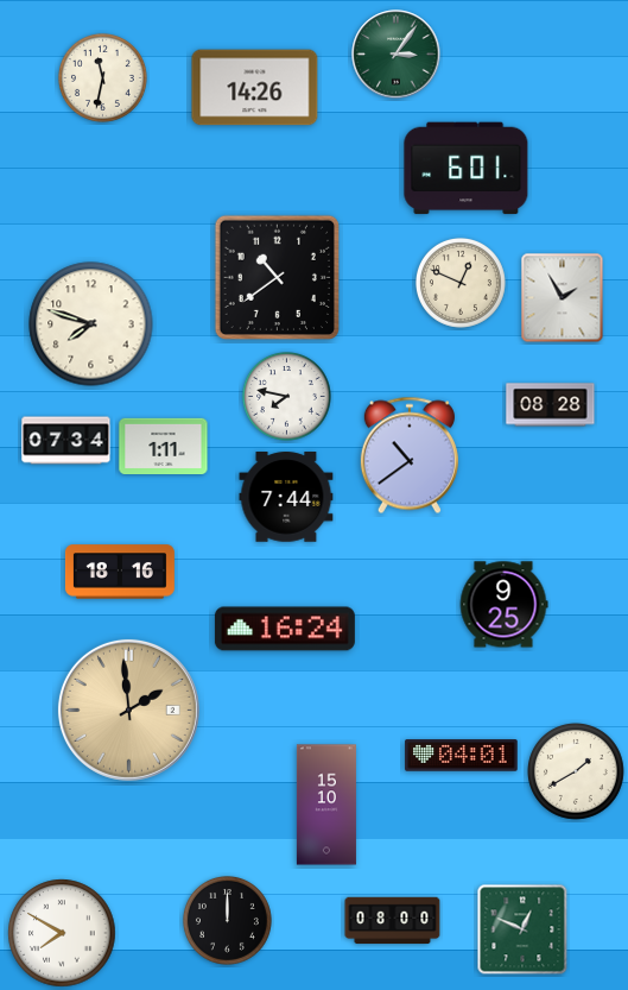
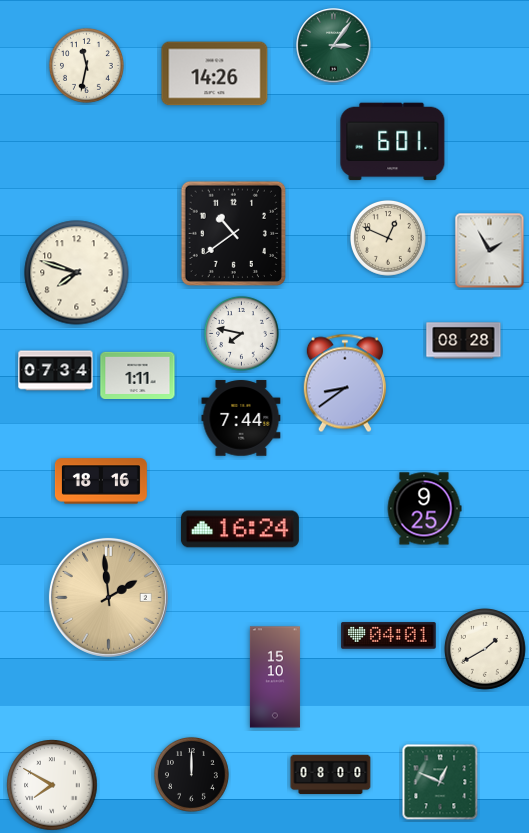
clock at (563, 298) position: (563, 298) -> (490, 251)
clock at (410, 455): 10:39 -> 8:39
